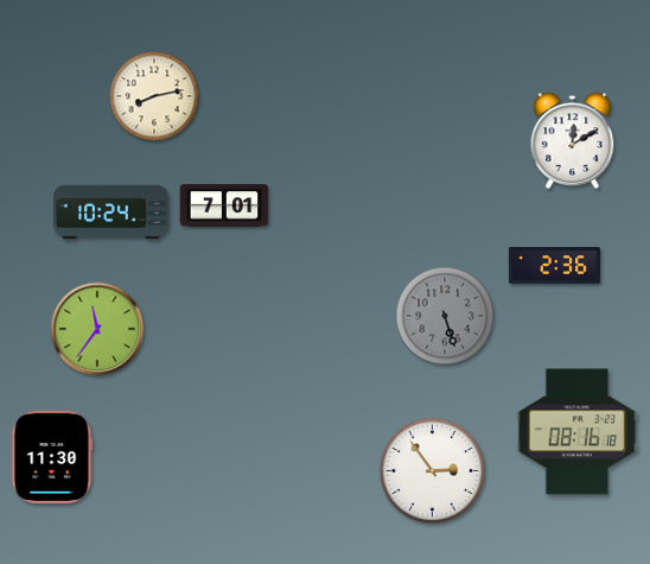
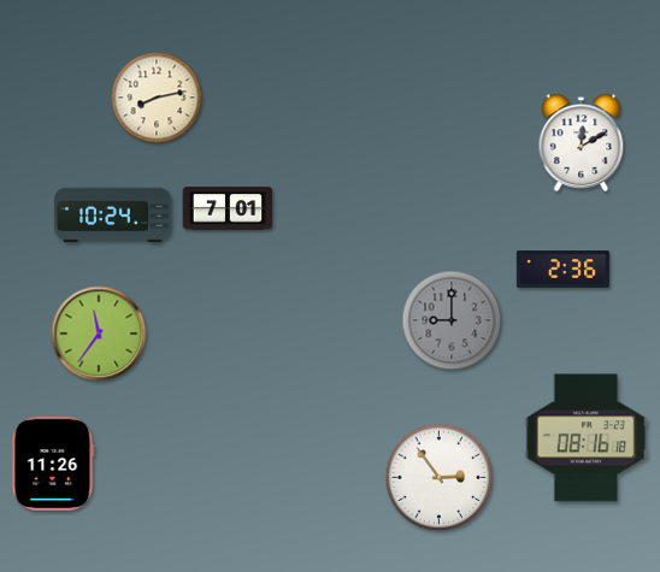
clock at (445, 316): 5:27 -> 9:00
clock at (52, 457): 11:30 -> 11:26
